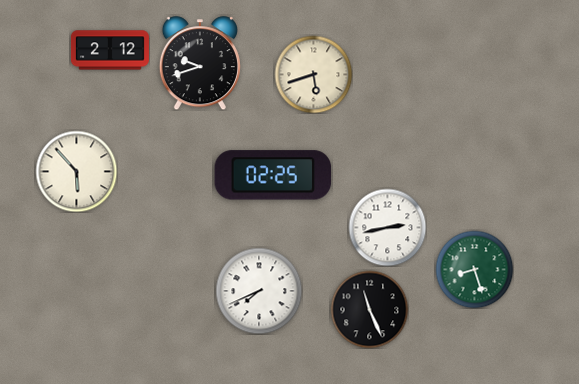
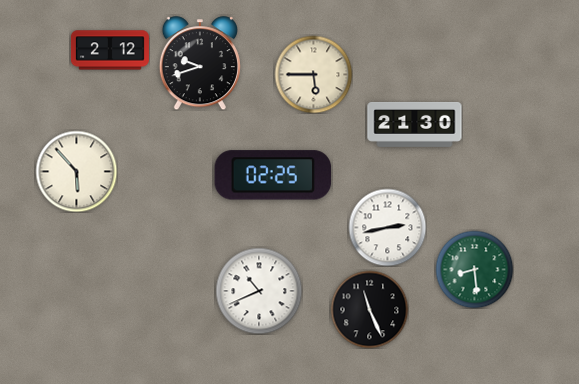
clock at (313, 74): 5:42 -> 5:45
clock at (415, 124): none -> 21:30
clock at (474, 269): 8:27 -> 8:29
clock at (259, 291): 7:41 -> 10:41
